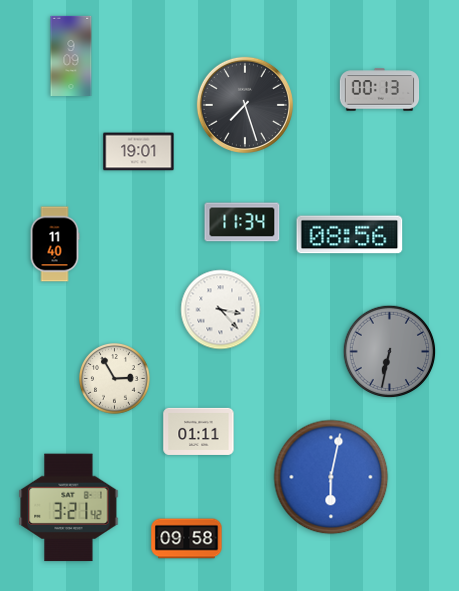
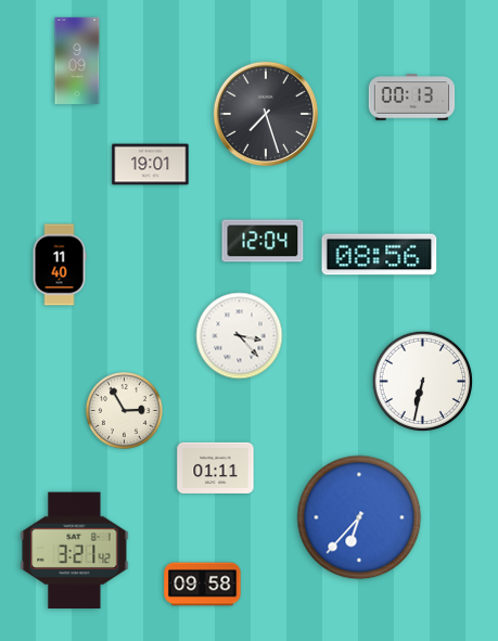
clock at (242, 222): 11:34 -> 12:04
clock at (390, 352) dial: grey -> white
clock at (331, 477): 6:02 -> 6:37
